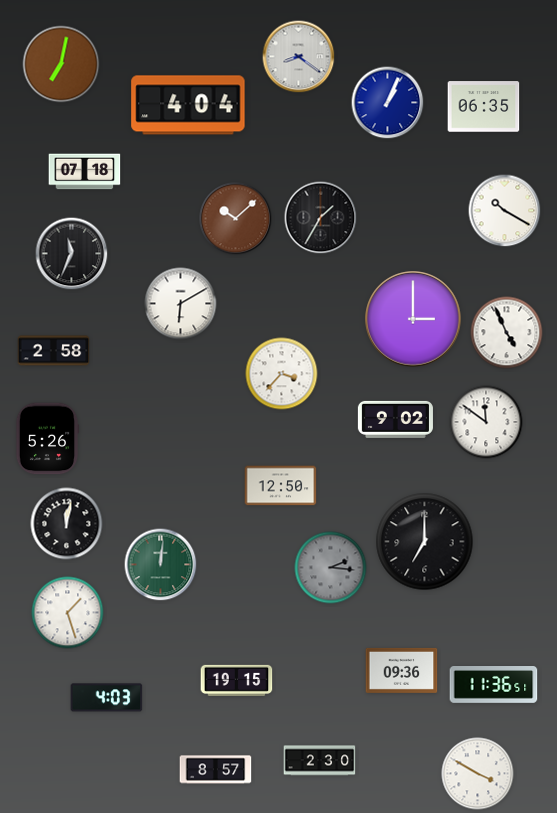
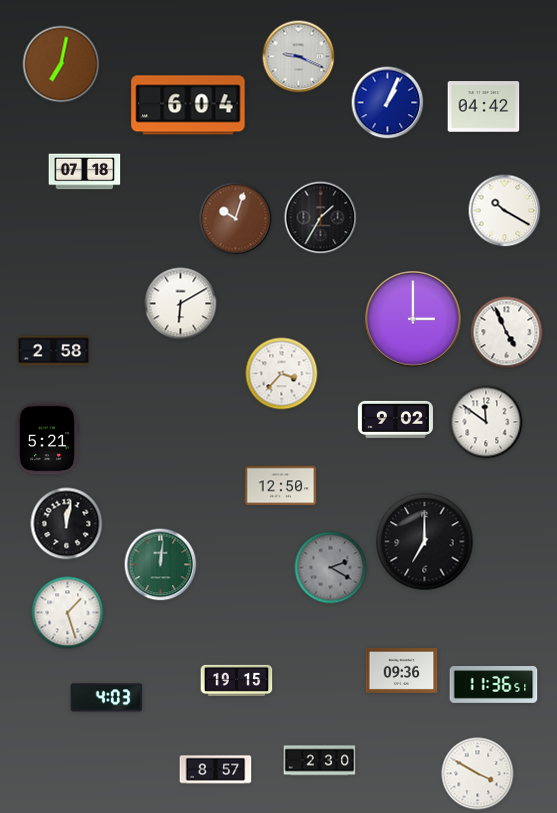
clock at (299, 57): 8:21 -> 9:19
clock at (188, 105): 4:04 -> 6:04
clock at (484, 107): 06:35 -> 04:42
clock at (236, 219): 10:08 -> 10:03
clock at (72, 254): 11:34 -> none
clock at (47, 439): 5:26 -> 5:21
clock at (331, 568): 2:16 -> 2:20
